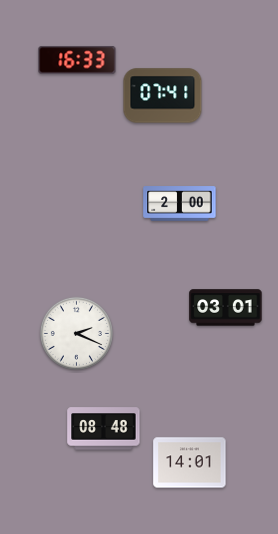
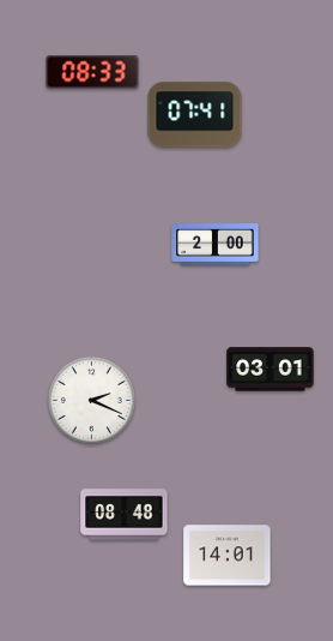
clock at (77, 60): 16:33 -> 08:33
